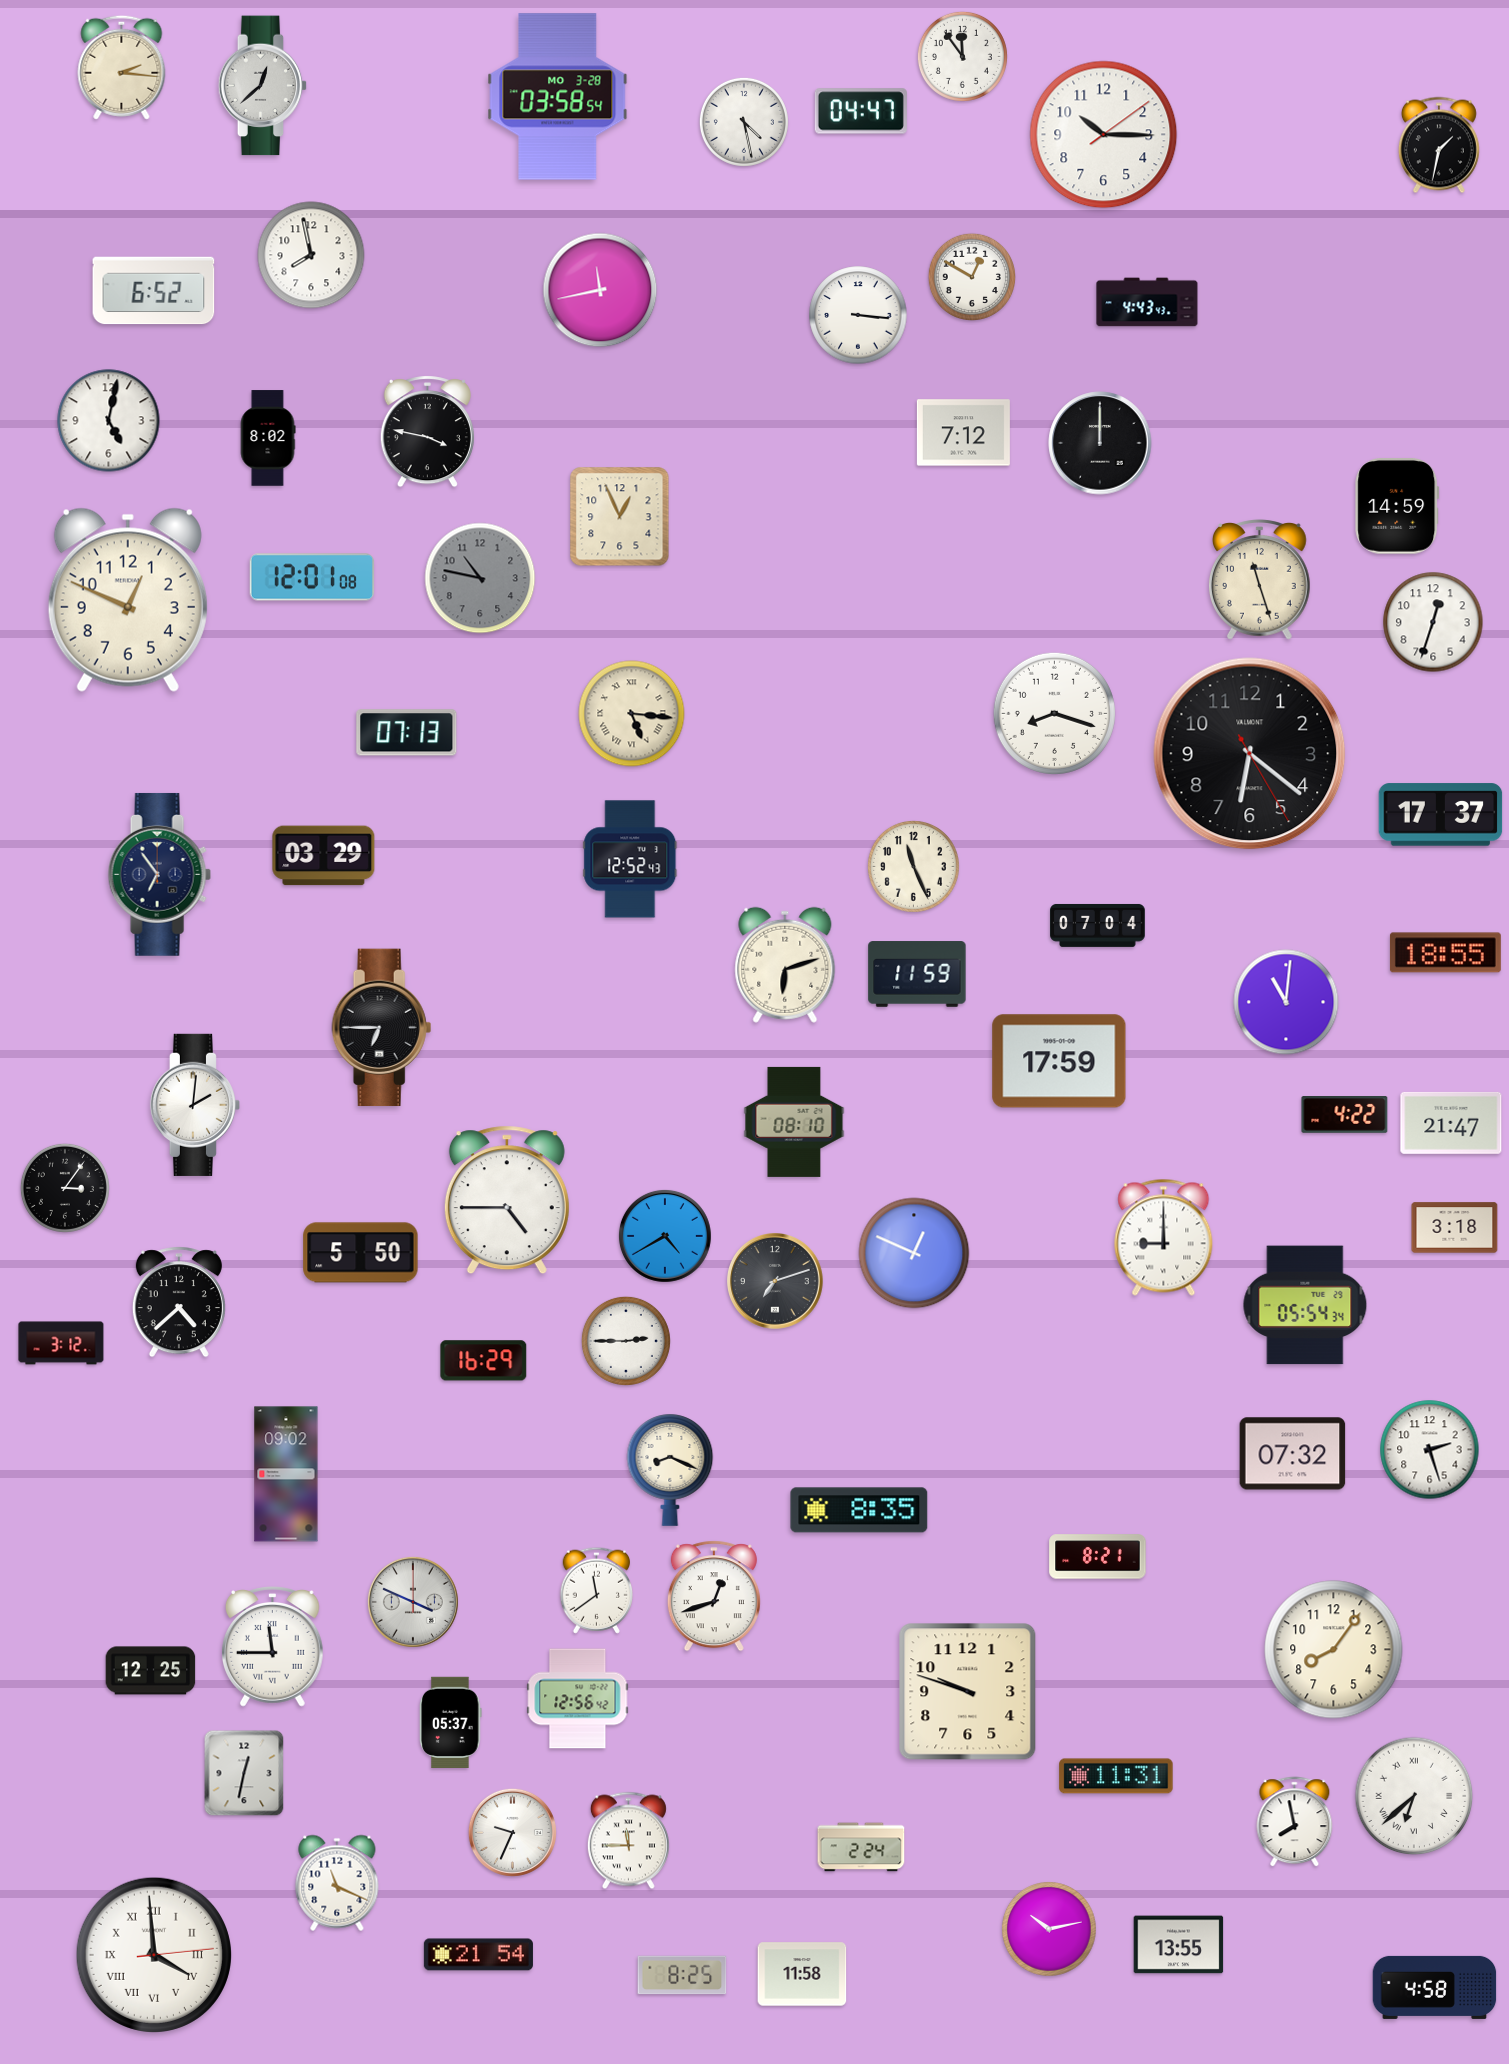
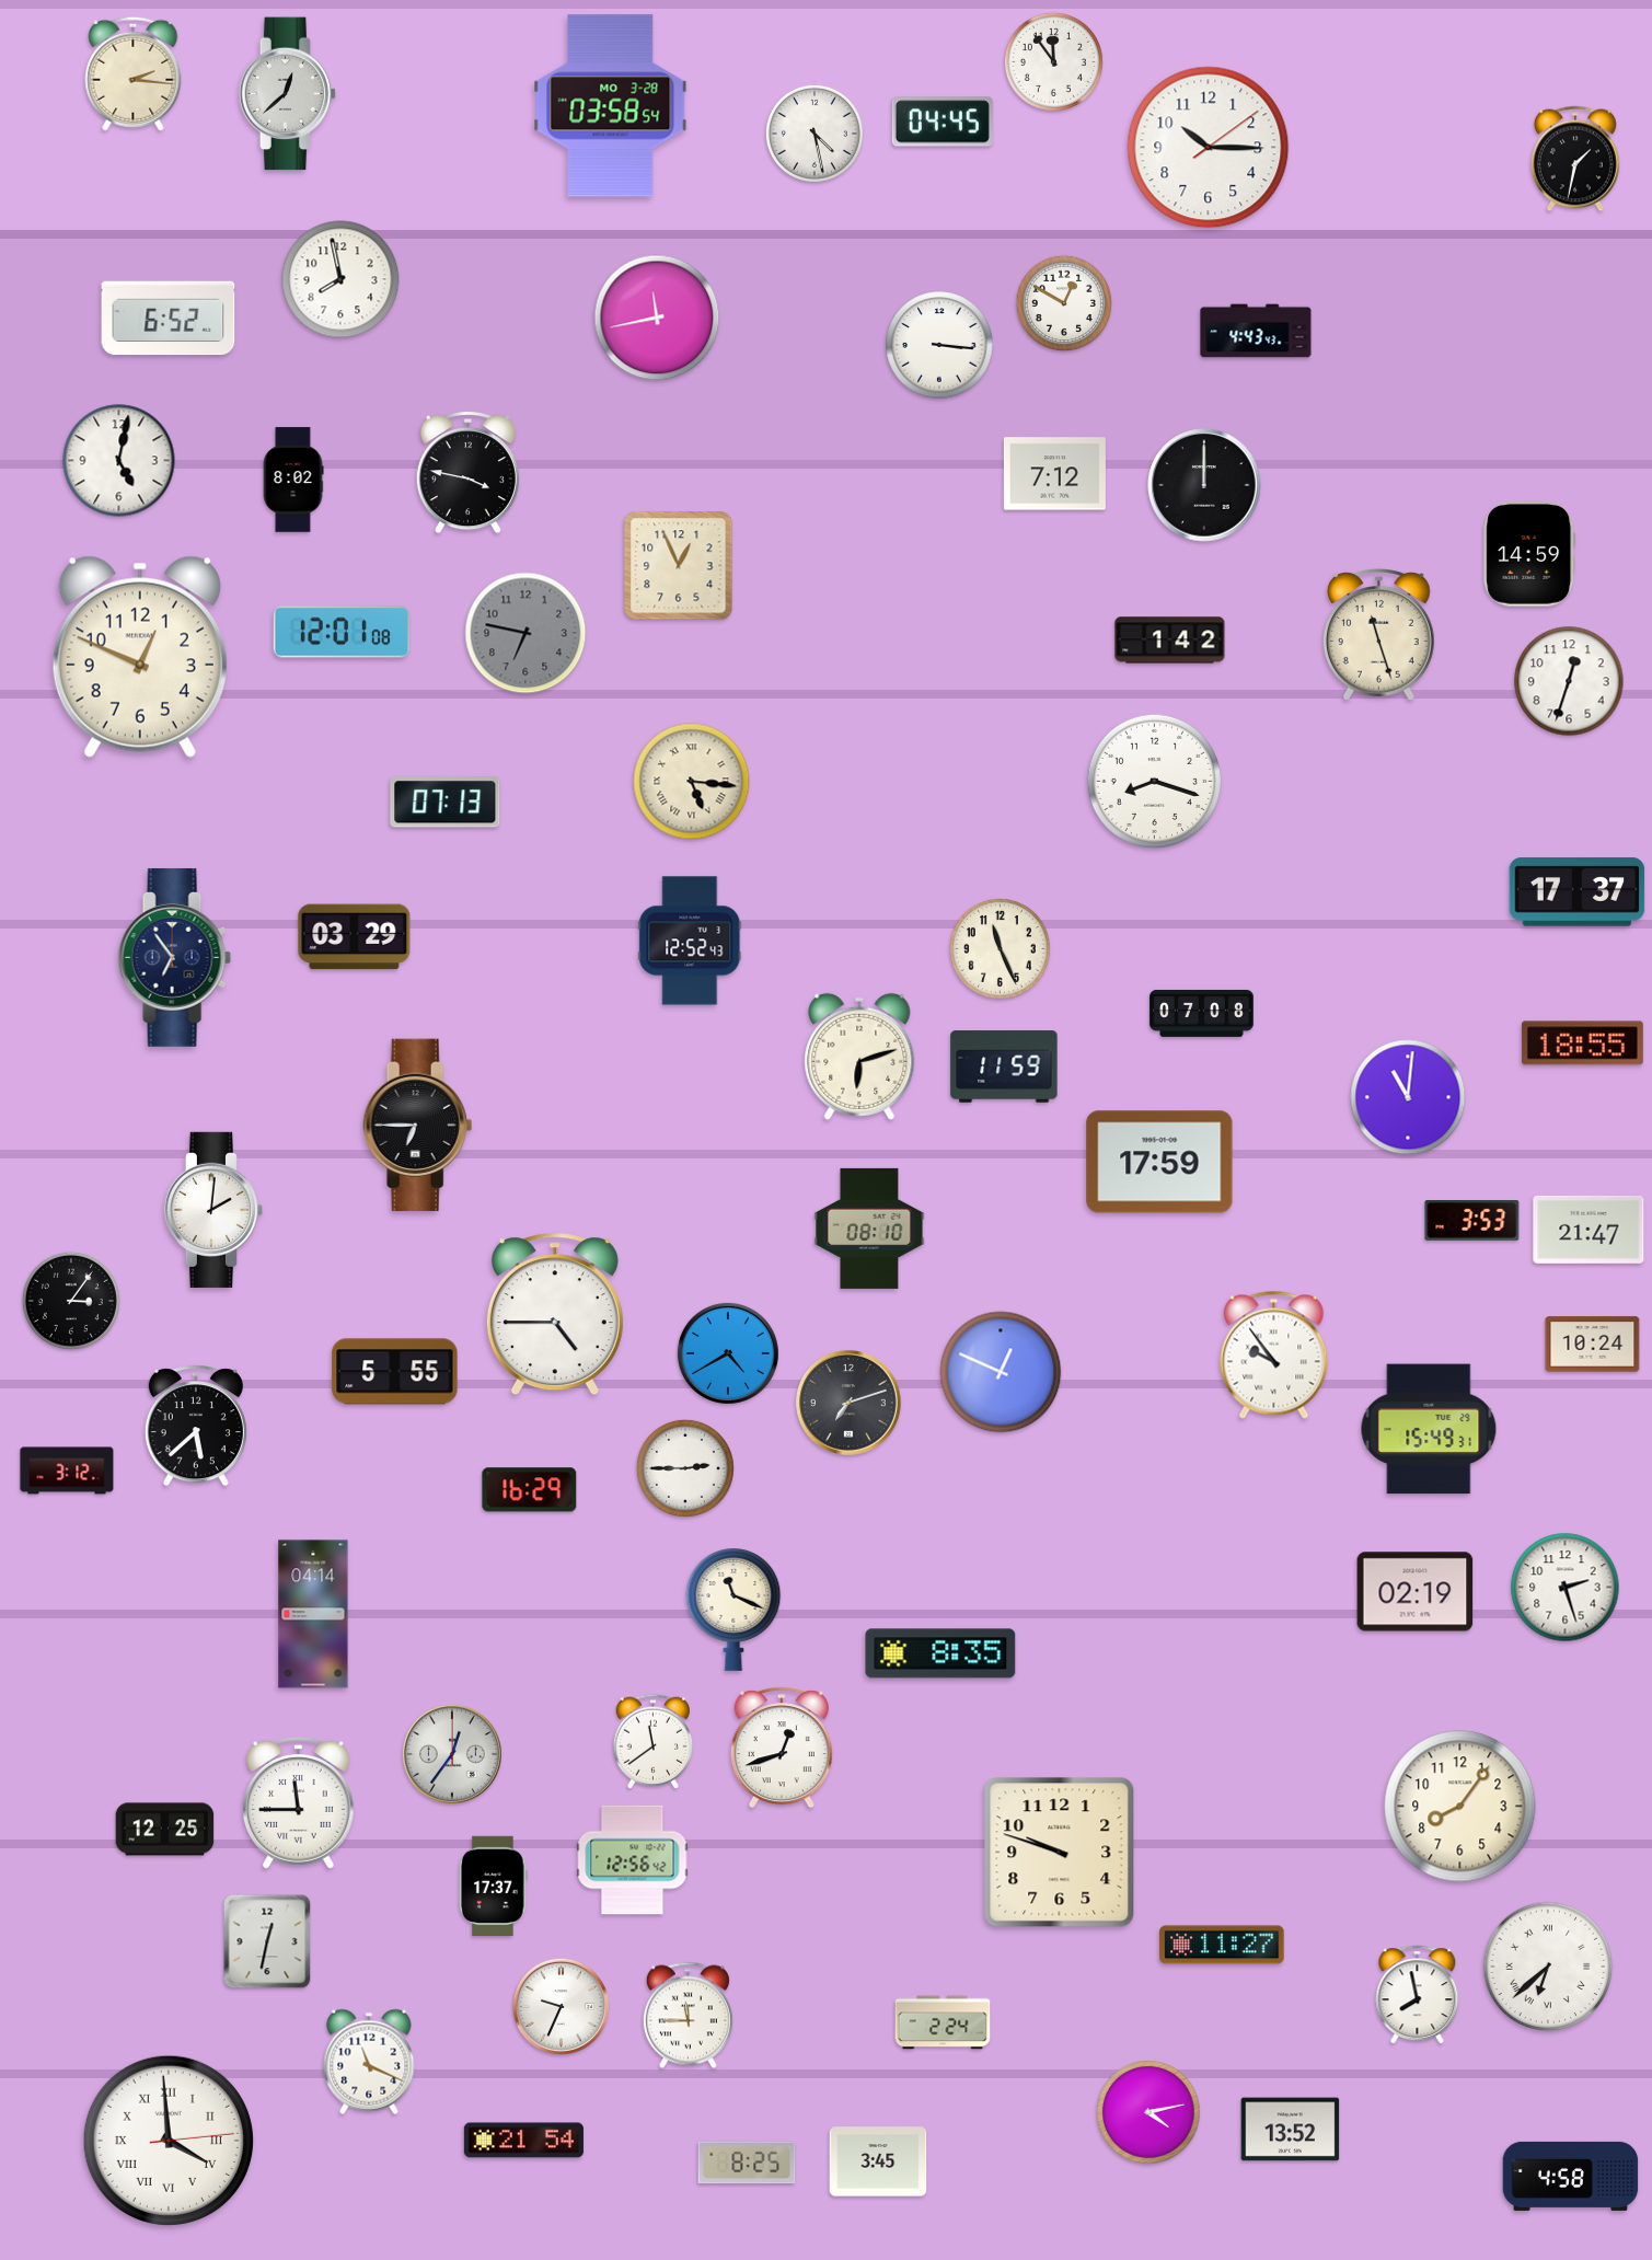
clock at (861, 111): 04:47 -> 04:45
clock at (480, 578): 10:47 -> 6:47
clock at (1170, 641): none -> 1:42
clock at (1250, 754): 6:21 -> none
clock at (1098, 925): 07:04 -> 07:08
clock at (1345, 1115): 4:22 -> 3:53
clock at (1455, 1228): 3:18 -> 10:24
clock at (1164, 1237): 9:00 -> 9:54
clock at (361, 1253): 5:50 -> 5:55
clock at (179, 1302): 4:38 -> 5:38
clock at (1305, 1305): 05:54 -> 15:49
clock at (1293, 1454): 07:32 -> 02:19
clock at (670, 1470): 8:19 -> 11:19
clock at (286, 1474): 09:02 -> 04:14
clock at (1098, 1557): 8:21 -> none
clock at (413, 1602): 3:49 -> 12:36
clock at (451, 1722): 05:37 -> 17:37
clock at (1116, 1776): 11:31 -> 11:27
clock at (1049, 1929): 10:13 -> 4:13
clock at (1179, 1945): 13:55 -> 13:52
clock at (802, 1974): 11:58 -> 3:45
